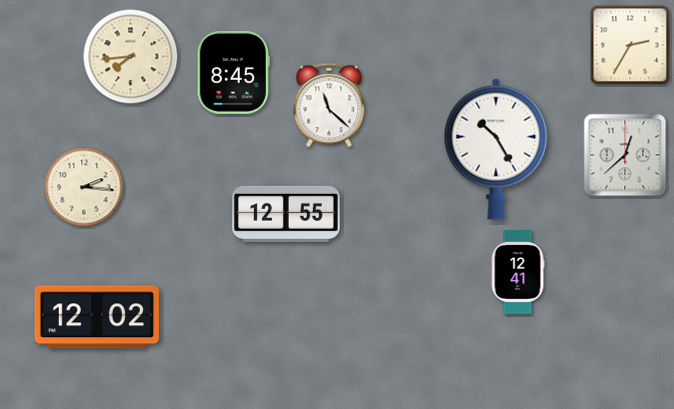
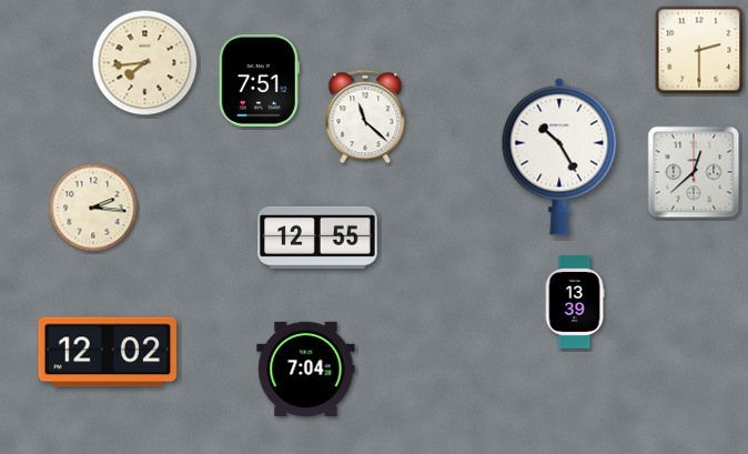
clock at (630, 45): 2:35 -> 2:30
clock at (233, 72): 8:45 -> 7:51
clock at (496, 149) position: (496, 149) -> (559, 157)
clock at (518, 272): 12:41 -> 13:39
clock at (306, 369): none -> 7:04
